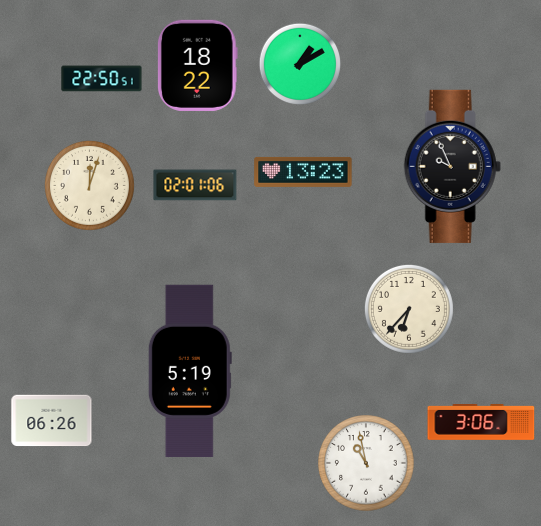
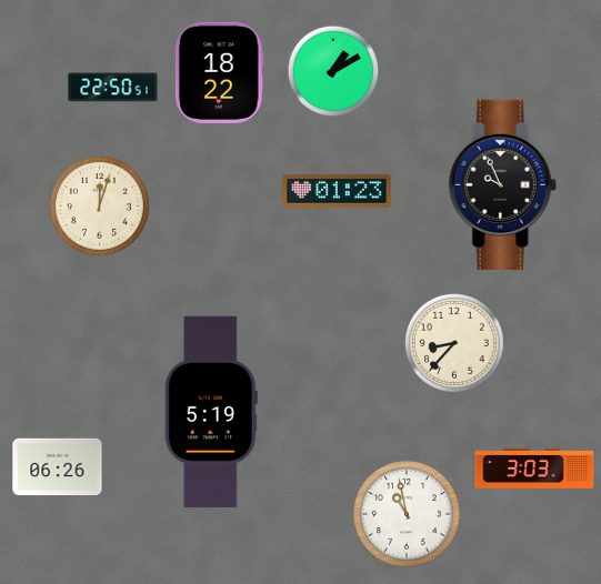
clock at (303, 172): 13:23 -> 01:23
clock at (195, 185): 02:01 -> none
clock at (409, 309): 6:37 -> 8:37
clock at (481, 422): 3:06 -> 3:03
